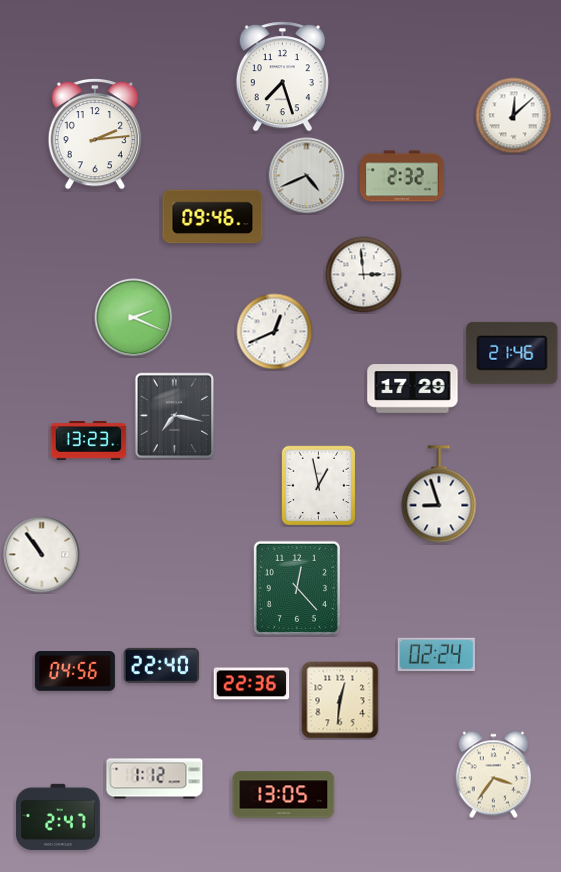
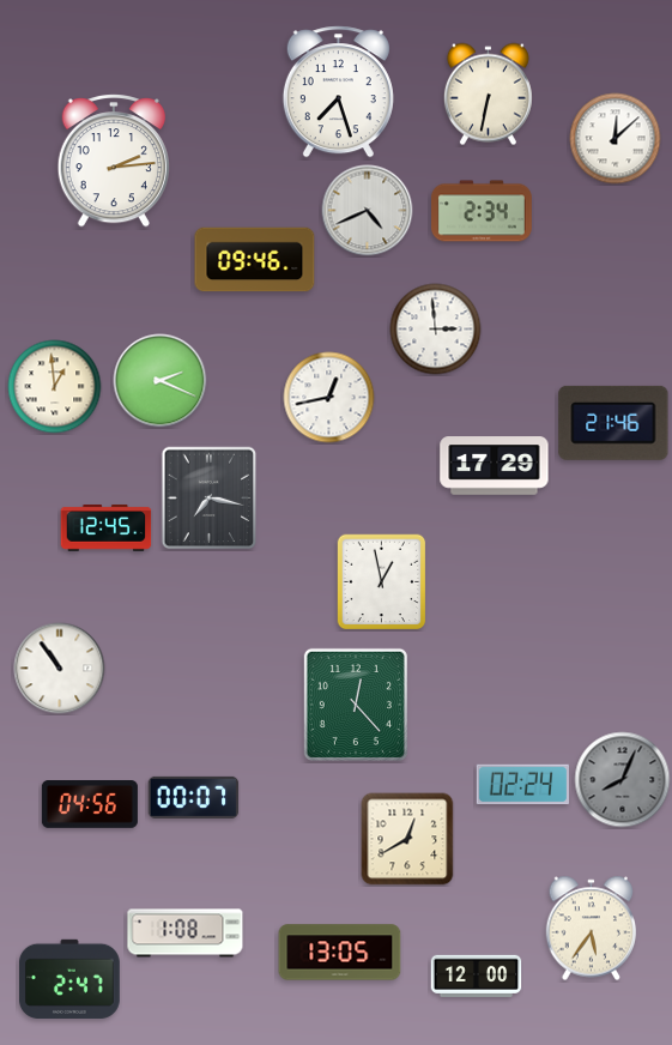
clock at (488, 95): none -> 6:32
clock at (403, 176): 2:32 -> 2:34
clock at (55, 387): none -> 12:59
clock at (275, 332): 12:41 -> 12:43
clock at (89, 441): 13:23 -> 12:45
clock at (439, 494): 8:57 -> none
clock at (42, 555) position: (42, 555) -> (60, 669)
clock at (623, 780): none -> 8:04
clock at (162, 665): 22:40 -> 00:07
clock at (252, 684): 22:36 -> none
clock at (340, 700): 12:31 -> 12:40
clock at (494, 775): 3:36 -> 5:36
clock at (155, 779): 1:12 -> 1:08
clock at (477, 975): none -> 12:00
